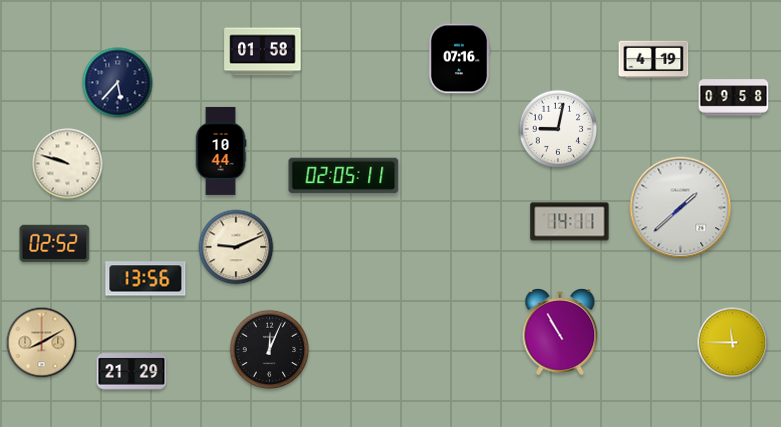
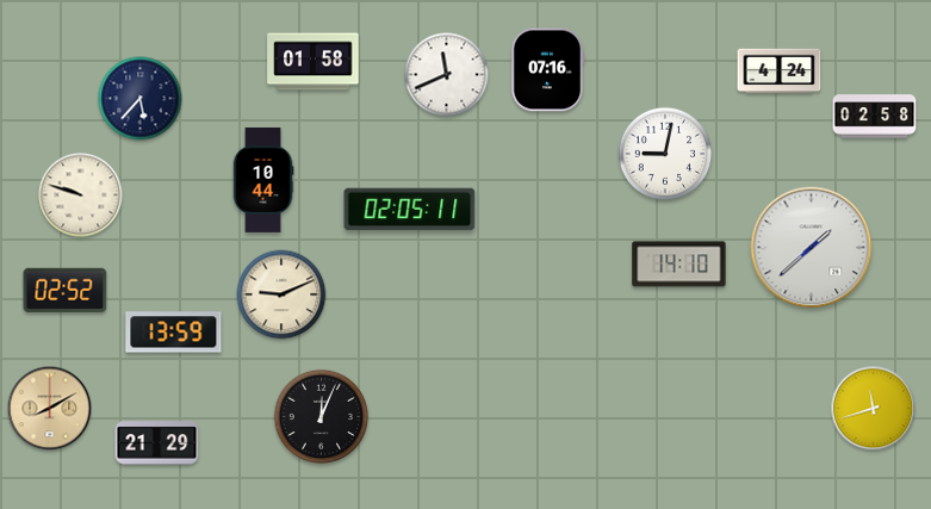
clock at (654, 60): 4:19 -> 4:24
clock at (447, 75): none -> 11:41
clock at (734, 98): 09:58 -> 02:58
clock at (570, 222): 14:11 -> 14:10
clock at (146, 279): 13:56 -> 13:59
clock at (560, 332): 10:55 -> none
clock at (733, 343): 11:45 -> 11:42
